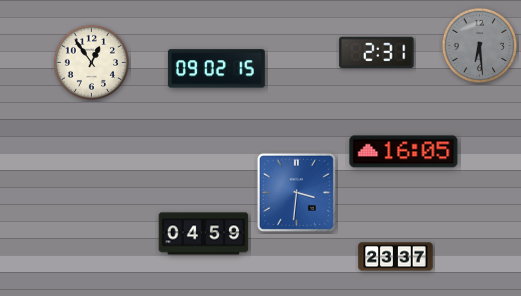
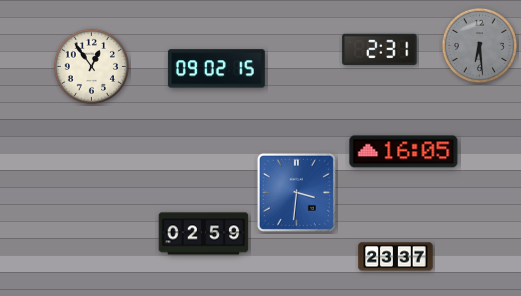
clock at (377, 52) position: (377, 52) -> (380, 49)
clock at (91, 62) position: (91, 62) -> (91, 66)
clock at (204, 234): 04:59 -> 02:59
